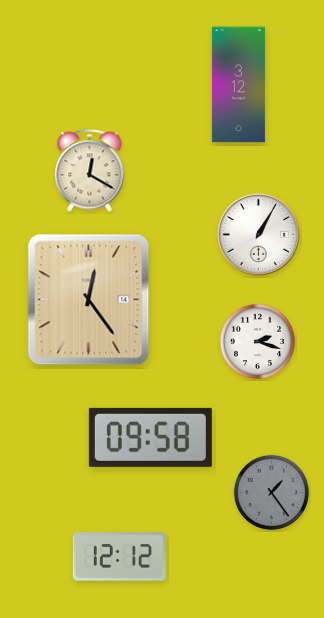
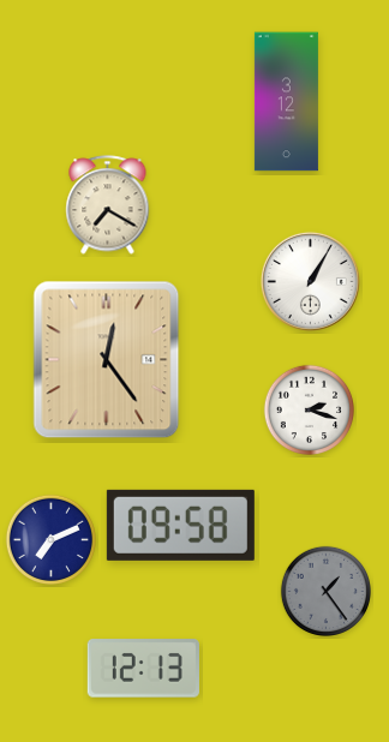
clock at (90, 171): 12:20 -> 7:20
clock at (50, 539): none -> 7:11
clock at (119, 557): 12:12 -> 12:13
